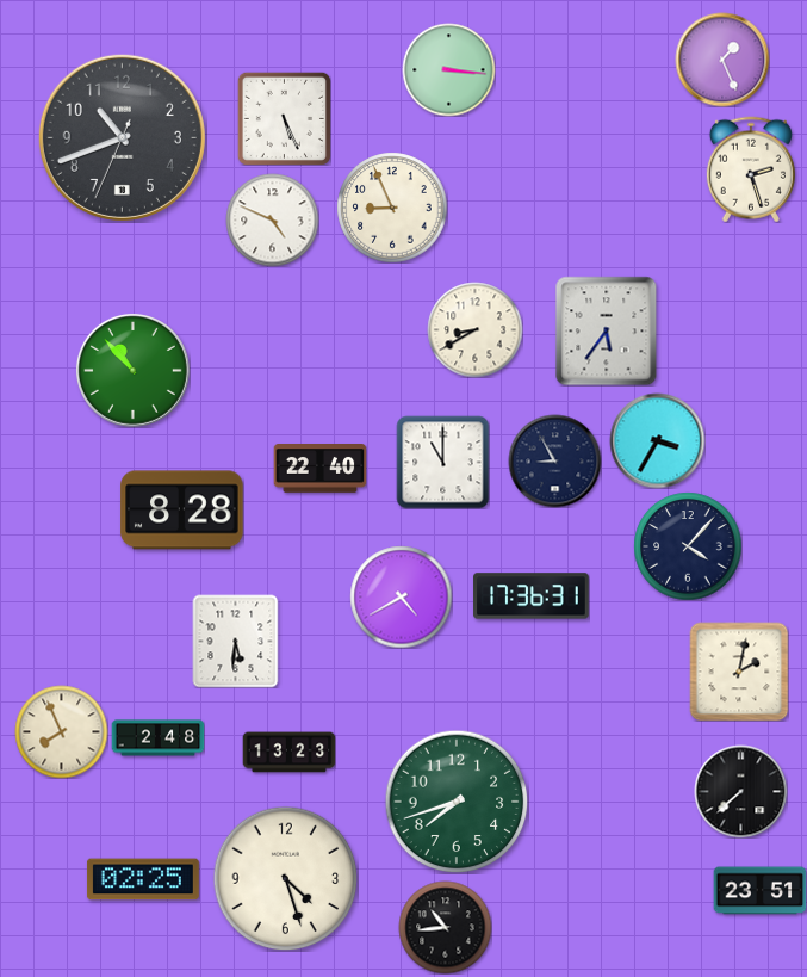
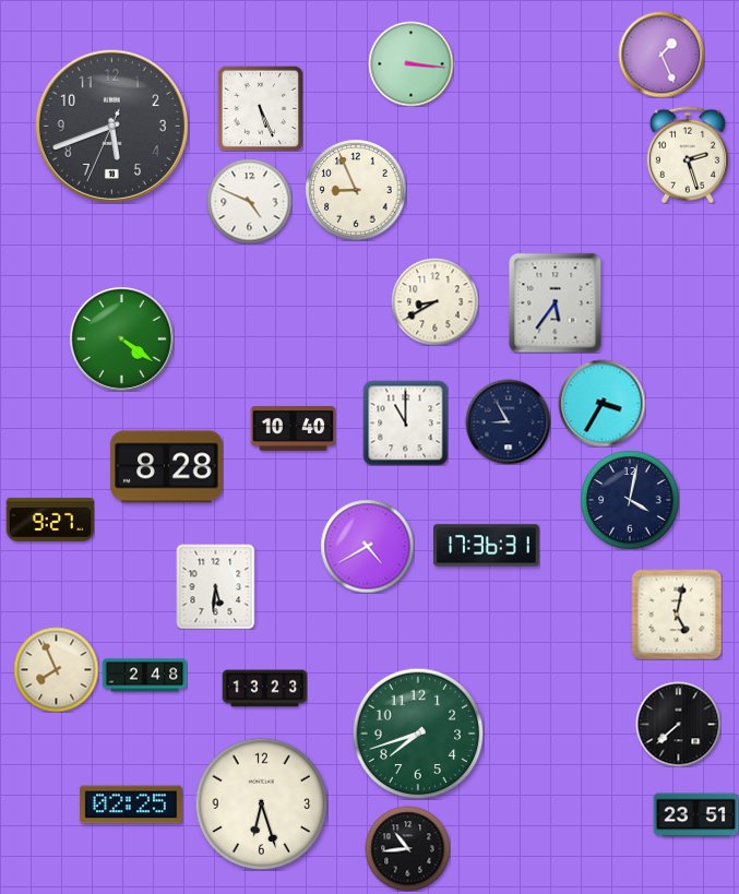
clock at (122, 137): 10:41 -> 5:41
clock at (392, 208) position: (392, 208) -> (356, 190)
clock at (132, 370): 10:53 -> 4:21
clock at (319, 469): 22:40 -> 10:40
clock at (688, 546): 4:07 -> 4:02
clock at (50, 520): none -> 9:27
clock at (739, 672): 2:02 -> 5:02
clock at (285, 878): 4:27 -> 6:27
